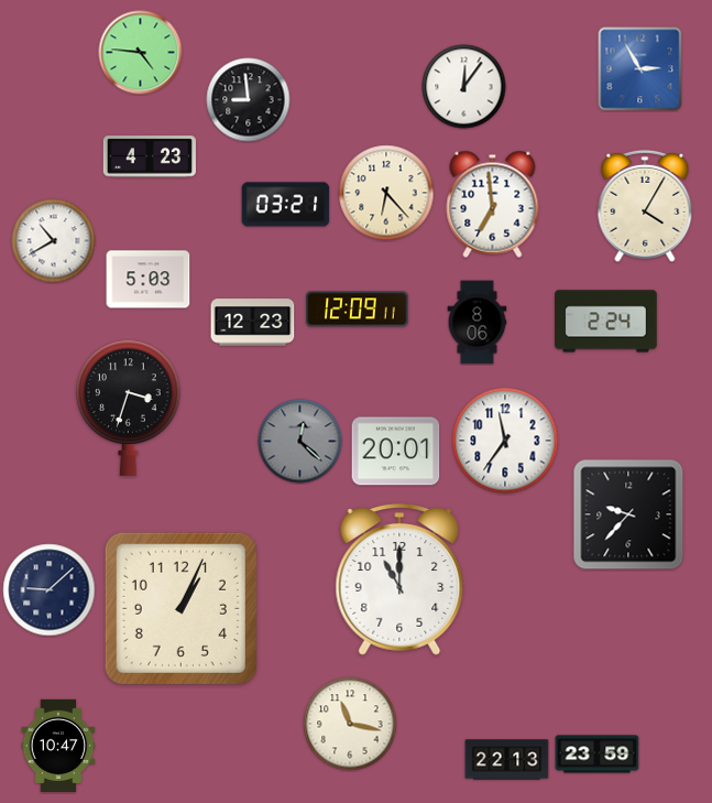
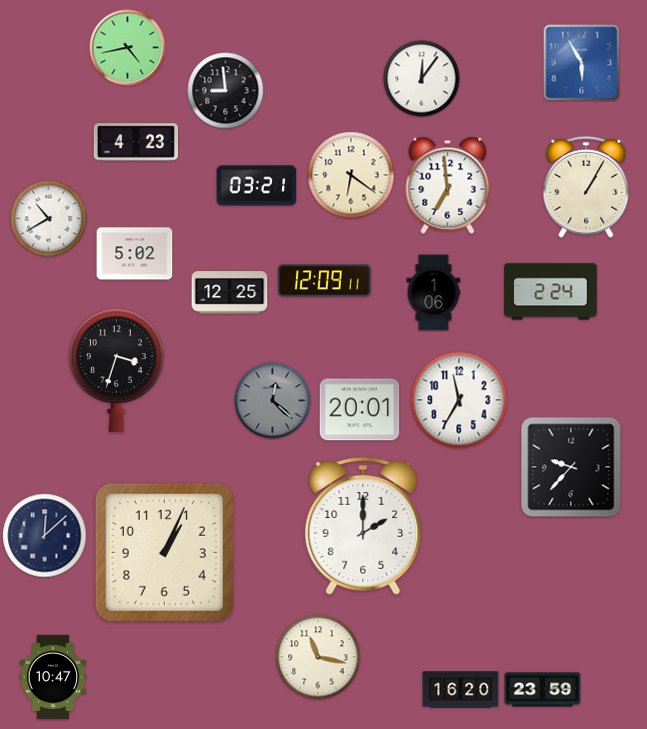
clock at (141, 53): 4:46 -> 4:43
clock at (640, 69): 2:55 -> 5:55
clock at (386, 193): 6:23 -> 6:21
clock at (286, 205) position: (286, 205) -> (257, 186)
clock at (645, 206): 4:05 -> 1:05
clock at (149, 280): 5:03 -> 5:02
clock at (253, 323): 12:23 -> 12:25
clock at (478, 323): 8:06 -> 1:06
clock at (505, 441): 11:36 -> 11:35
clock at (399, 579): 11:00 -> 2:00
clock at (50, 590): 9:08 -> 12:08
clock at (598, 755) position: (598, 755) -> (543, 690)
clock at (507, 760): 22:13 -> 16:20
